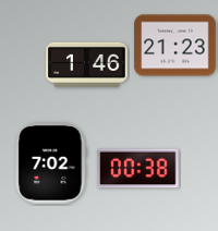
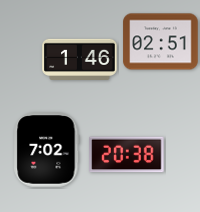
clock at (175, 46): 21:23 -> 02:51
clock at (138, 169): 00:38 -> 20:38
